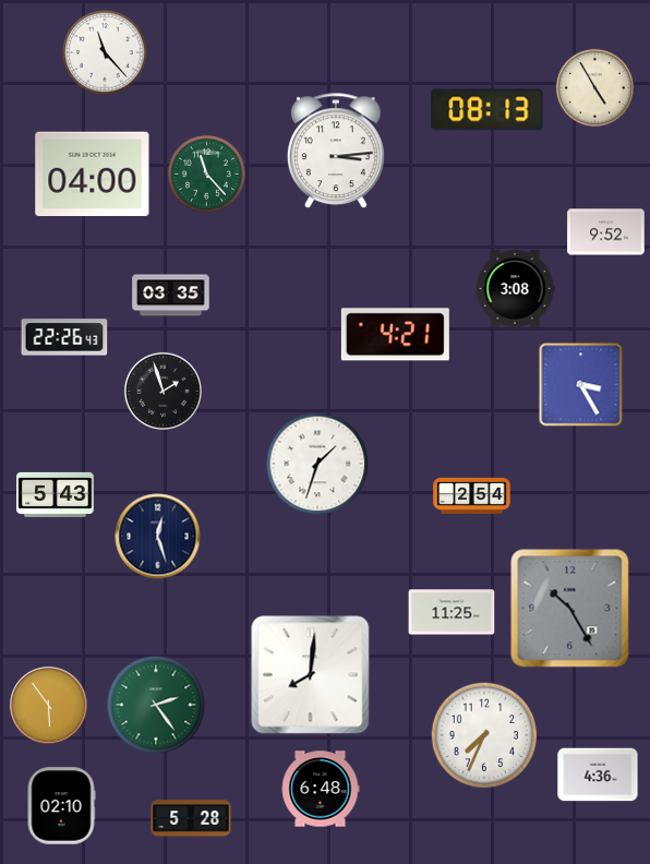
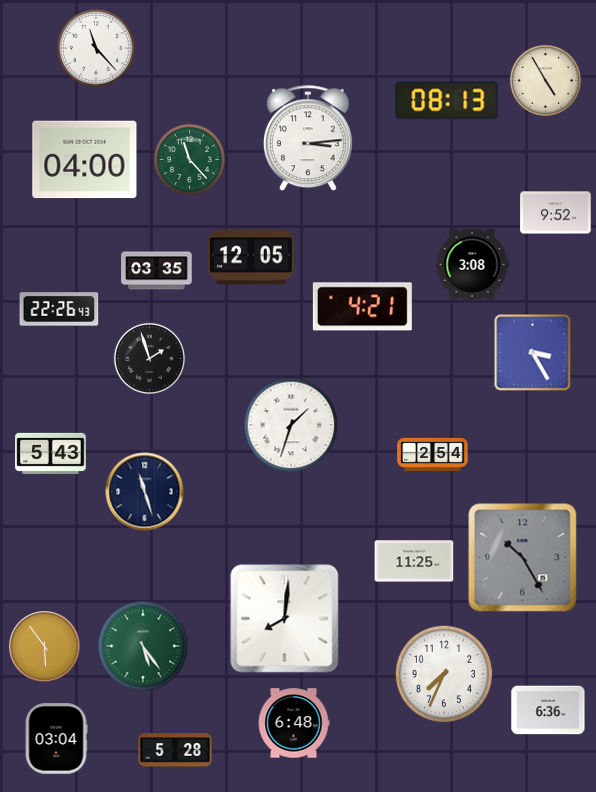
clock at (251, 257): none -> 12:05
clock at (158, 537): 12:27 -> 11:27
clock at (156, 705): 2:24 -> 5:24
clock at (598, 775): 4:36 -> 6:36
clock at (61, 806): 02:10 -> 03:04
